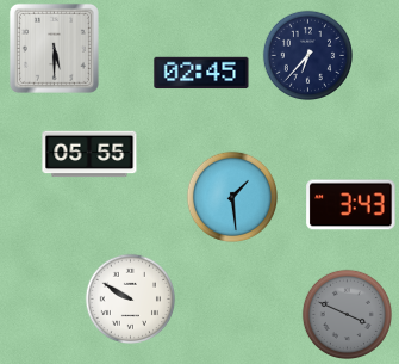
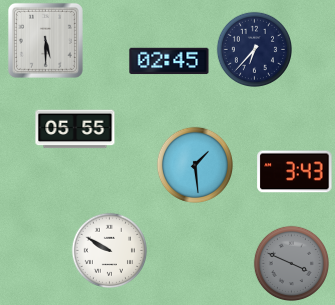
clock at (307, 55) position: (307, 55) -> (254, 49)
